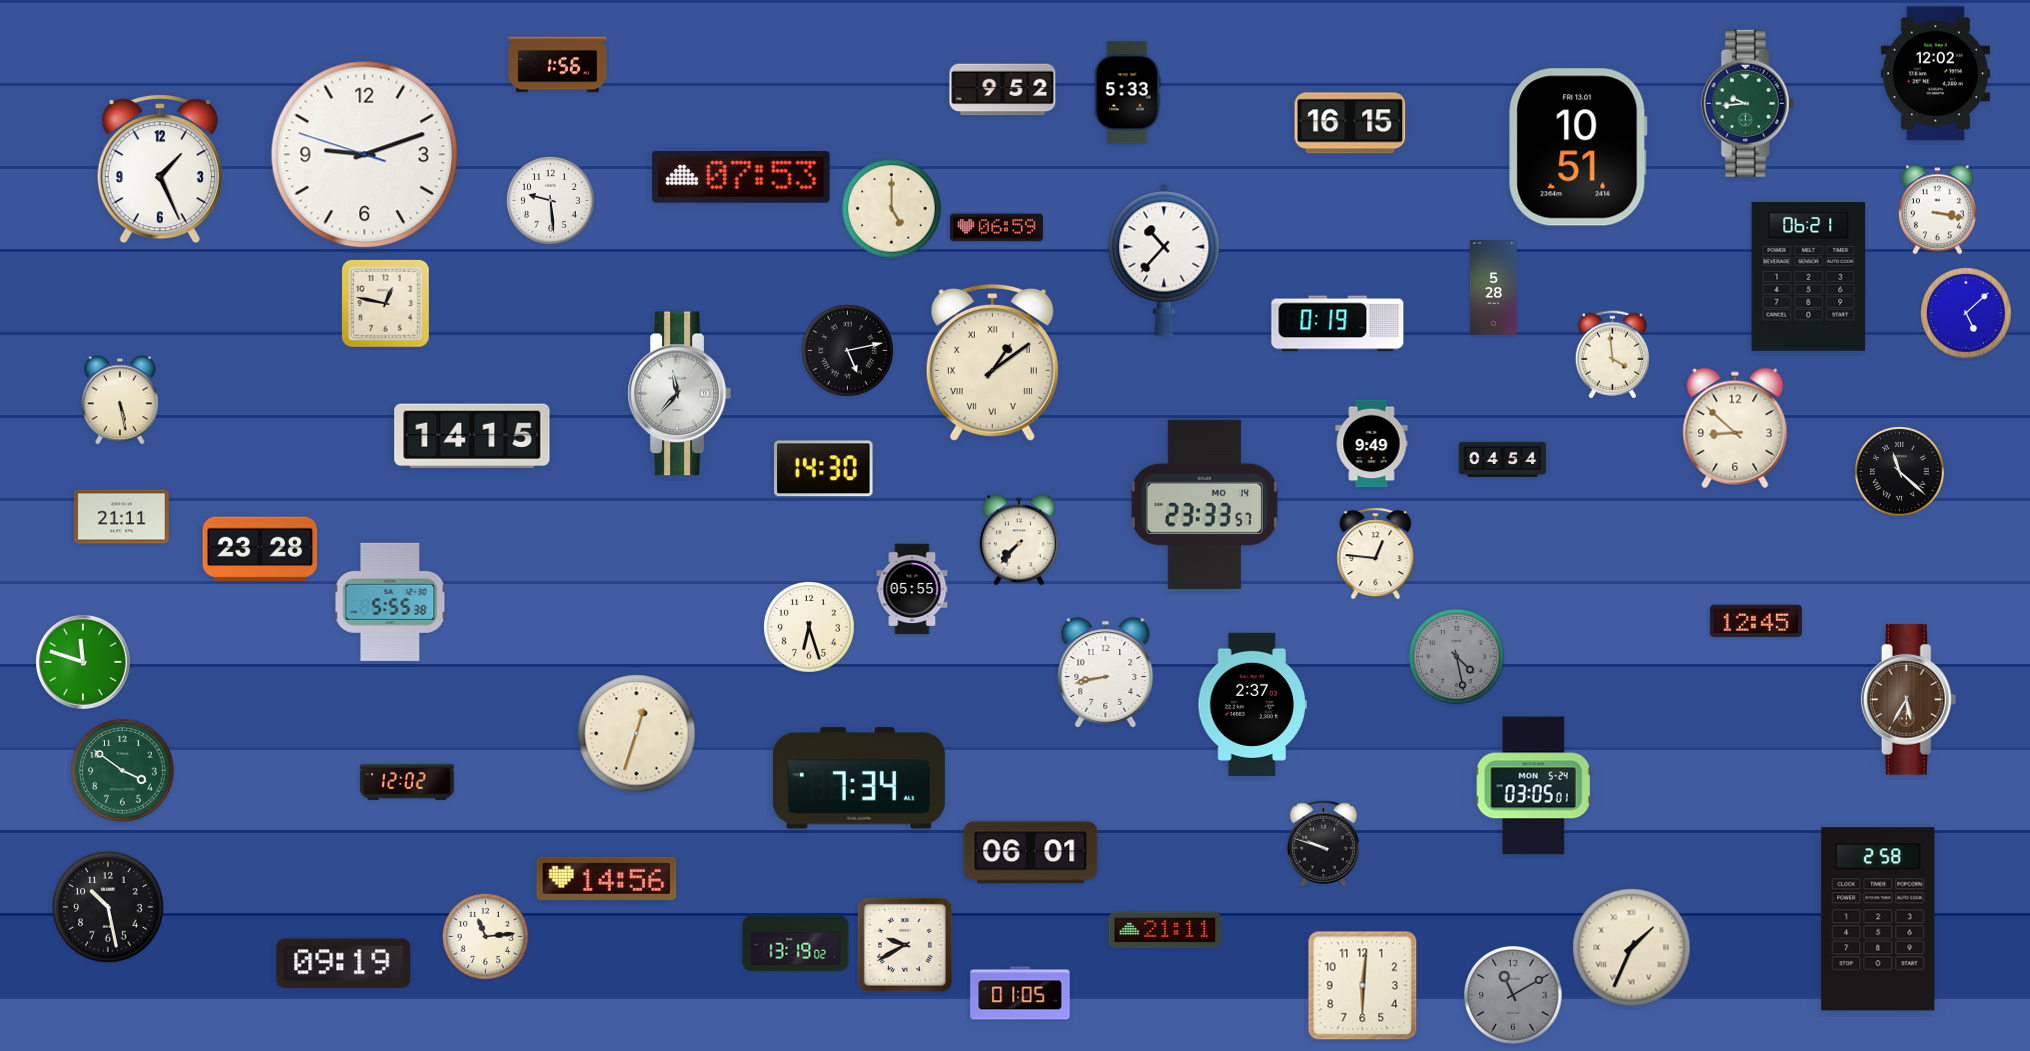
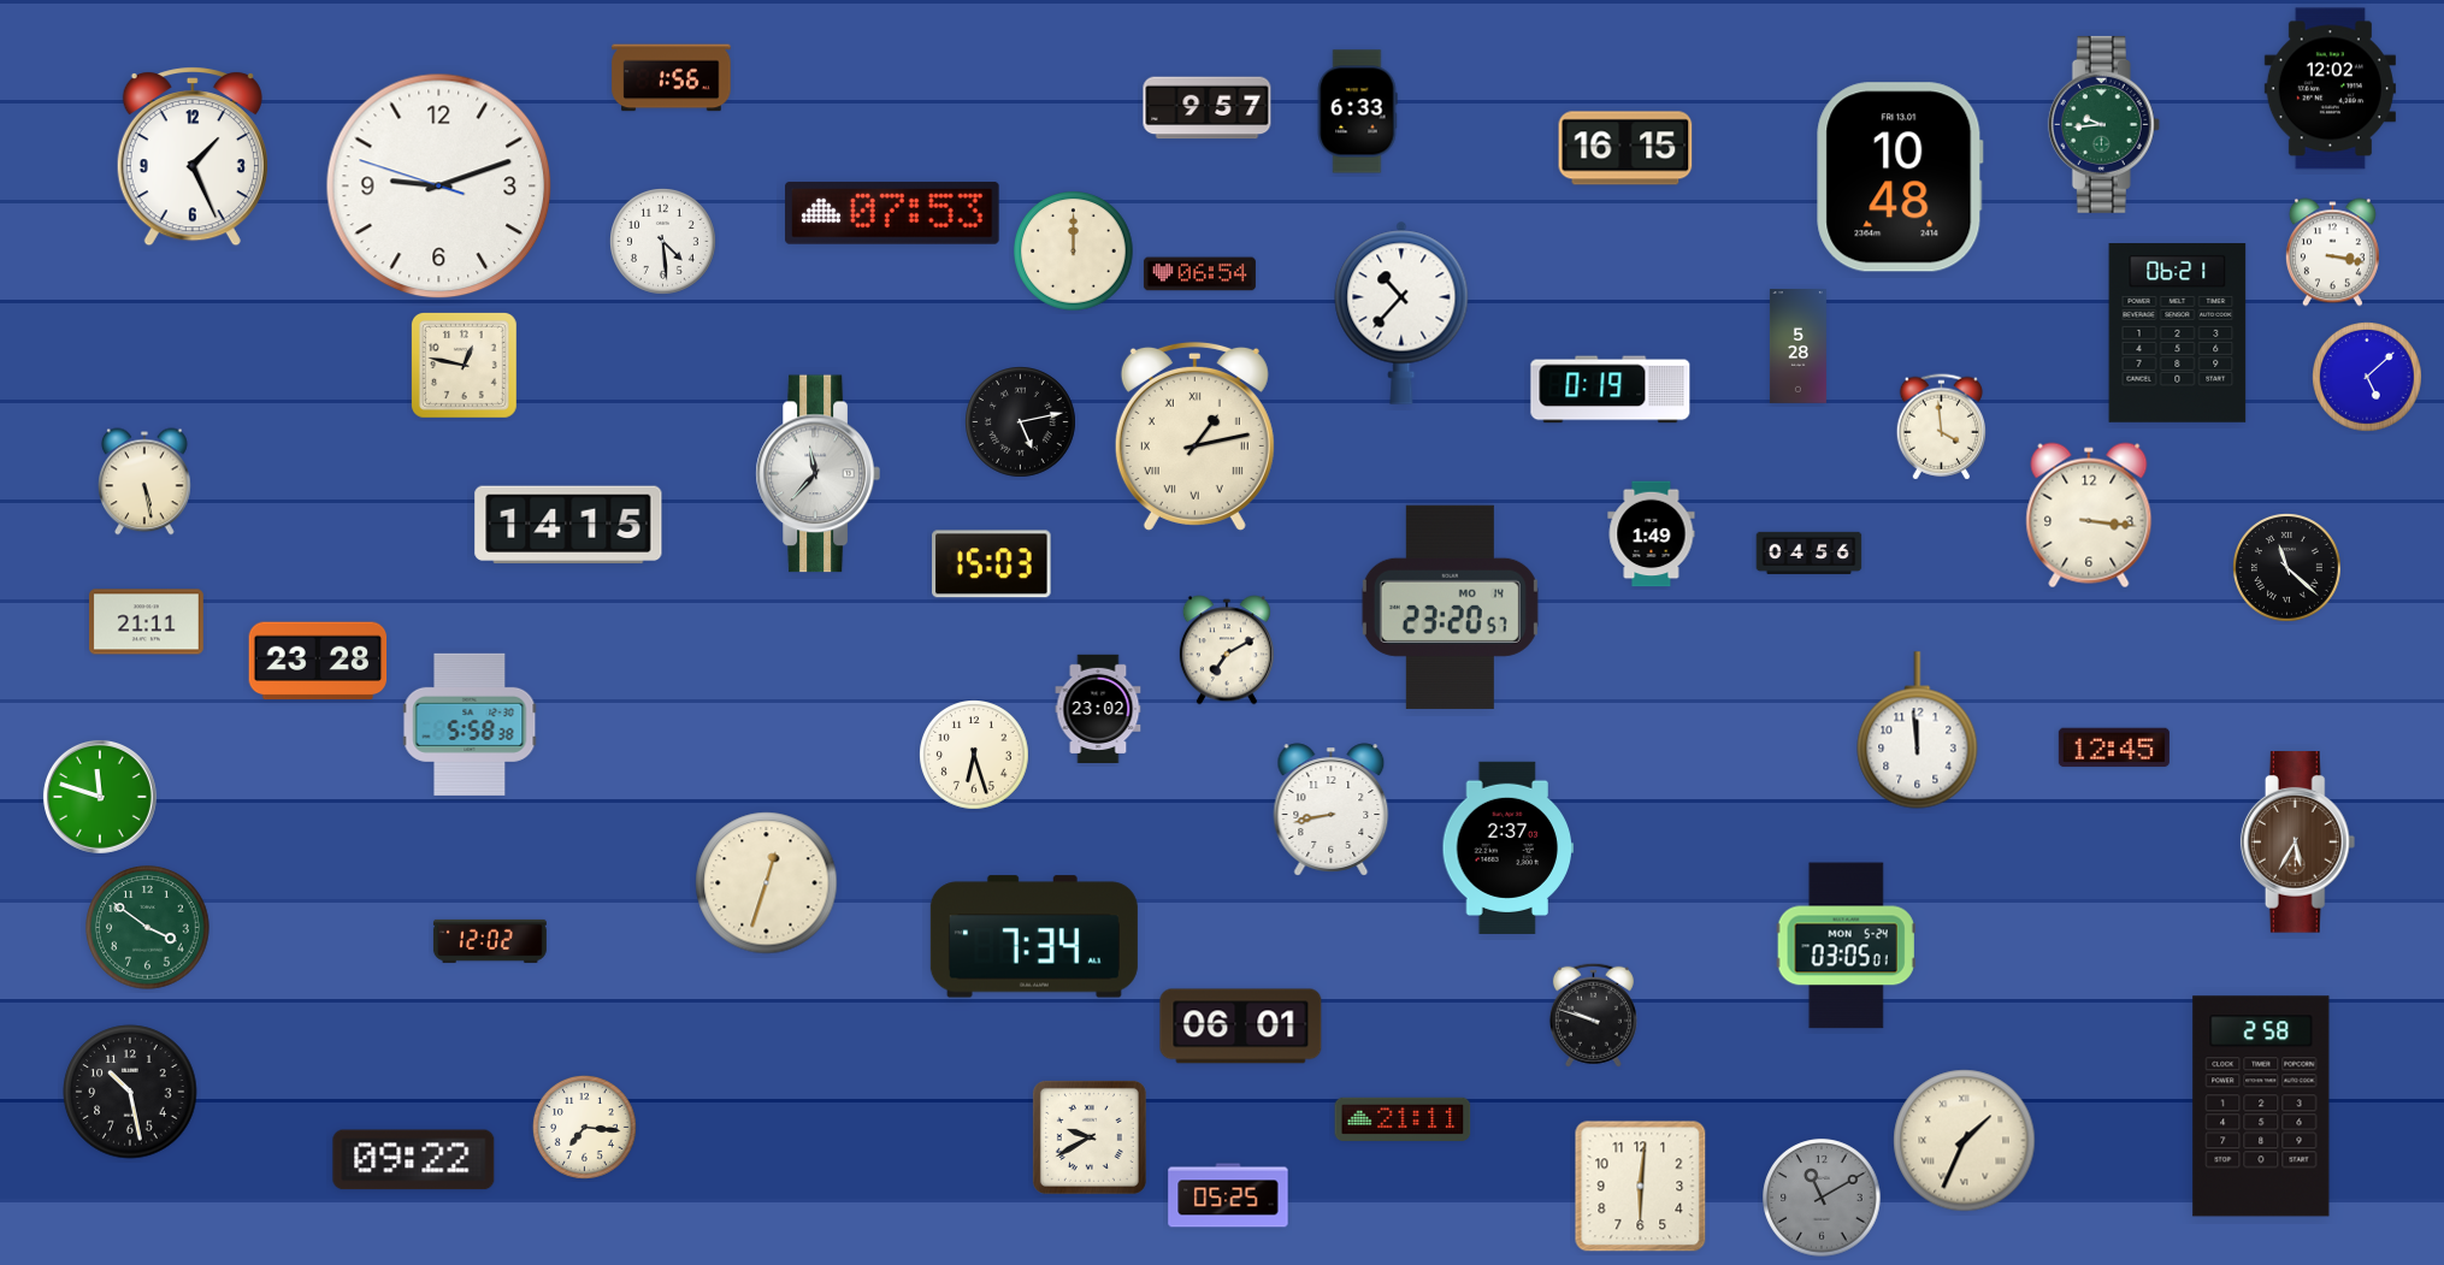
clock at (1003, 90): 9:52 -> 9:57
clock at (1127, 93): 5:33 -> 6:33
clock at (1578, 147): 10:51 -> 10:48
clock at (160, 169) position: (160, 169) -> (193, 156)
clock at (551, 201): 9:29 -> 4:29
clock at (892, 209): 5:00 -> 12:00
clock at (996, 228): 06:59 -> 06:54
clock at (992, 362): 1:09 -> 1:13
clock at (1735, 428): 8:52 -> 3:16
clock at (1372, 444): 9:49 -> 1:49
clock at (1503, 459): 04:54 -> 04:56
clock at (824, 469): 14:30 -> 15:03
clock at (1204, 504): 23:33 -> 23:20
clock at (1019, 540): 7:37 -> 7:10
clock at (260, 549) position: (260, 549) -> (318, 661)
clock at (1376, 554): 12:46 -> none
clock at (912, 588): 05:55 -> 23:02
clock at (390, 602): 5:55 -> 5:58
clock at (1918, 731): none -> 11:59
clock at (1457, 657): 4:28 -> none
clock at (607, 878): 14:56 -> none
clock at (485, 936): 11:14 -> 7:16
clock at (796, 944): 13:19 -> none
clock at (344, 964): 09:19 -> 09:22
clock at (1020, 993): 01:05 -> 05:25
